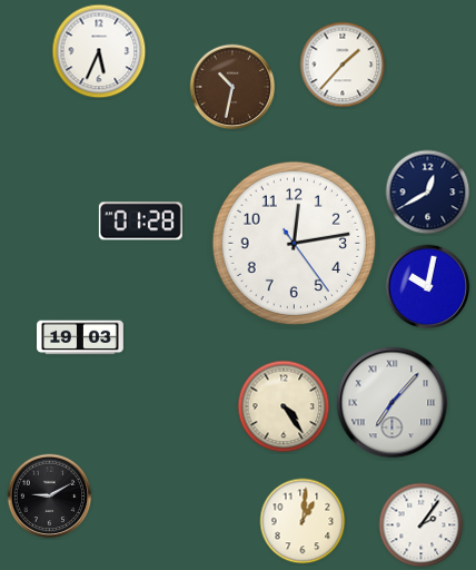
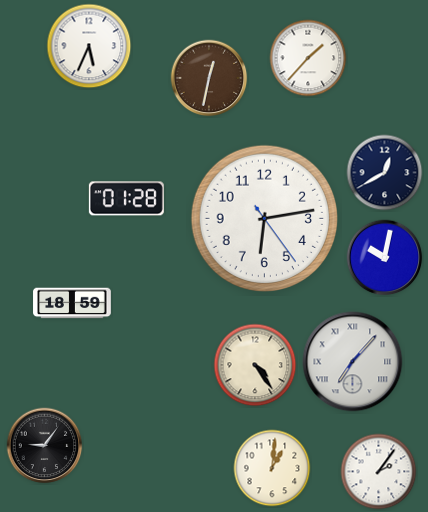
clock at (232, 87): 10:32 -> 12:32
clock at (294, 243): 12:13 -> 6:13
clock at (80, 337): 19:03 -> 18:59
clock at (50, 497): 9:10 -> 9:06
